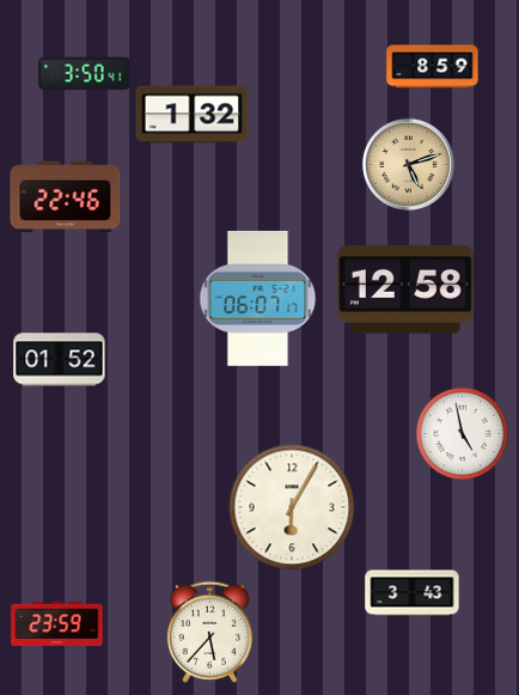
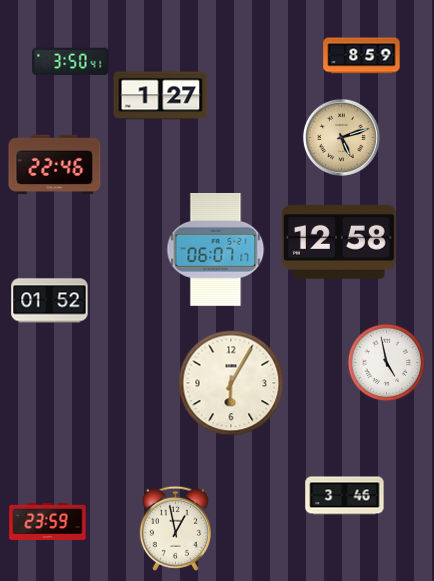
clock at (193, 115): 1:32 -> 1:27
clock at (292, 507) position: (292, 507) -> (231, 383)
clock at (413, 593): 3:43 -> 3:46
clock at (209, 632): 5:37 -> 12:58
